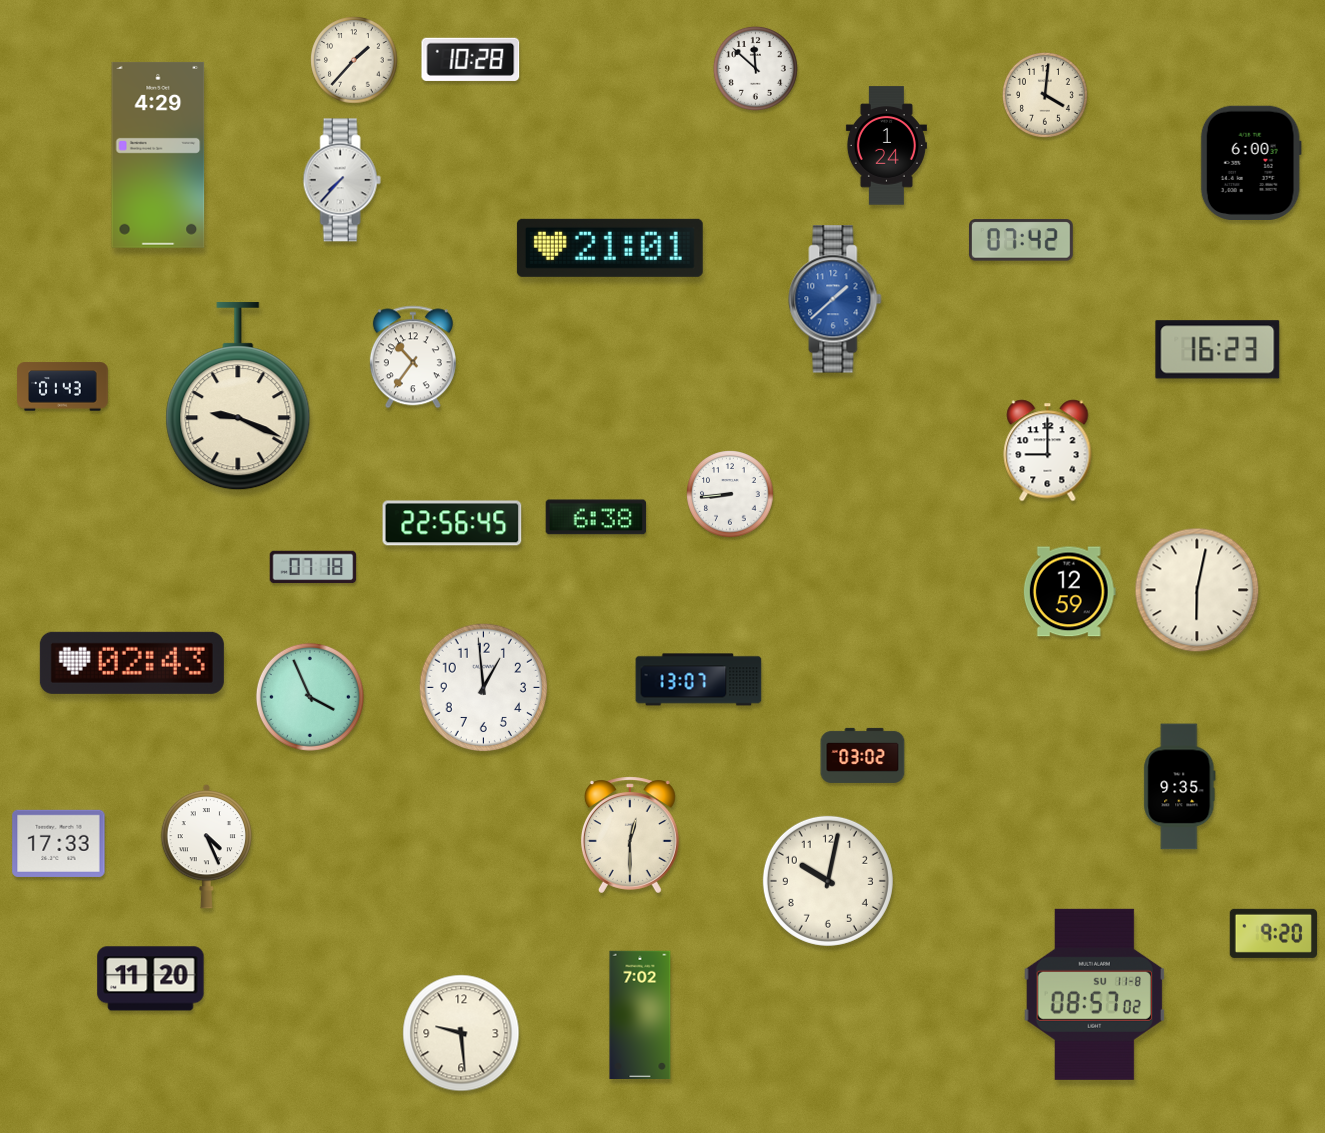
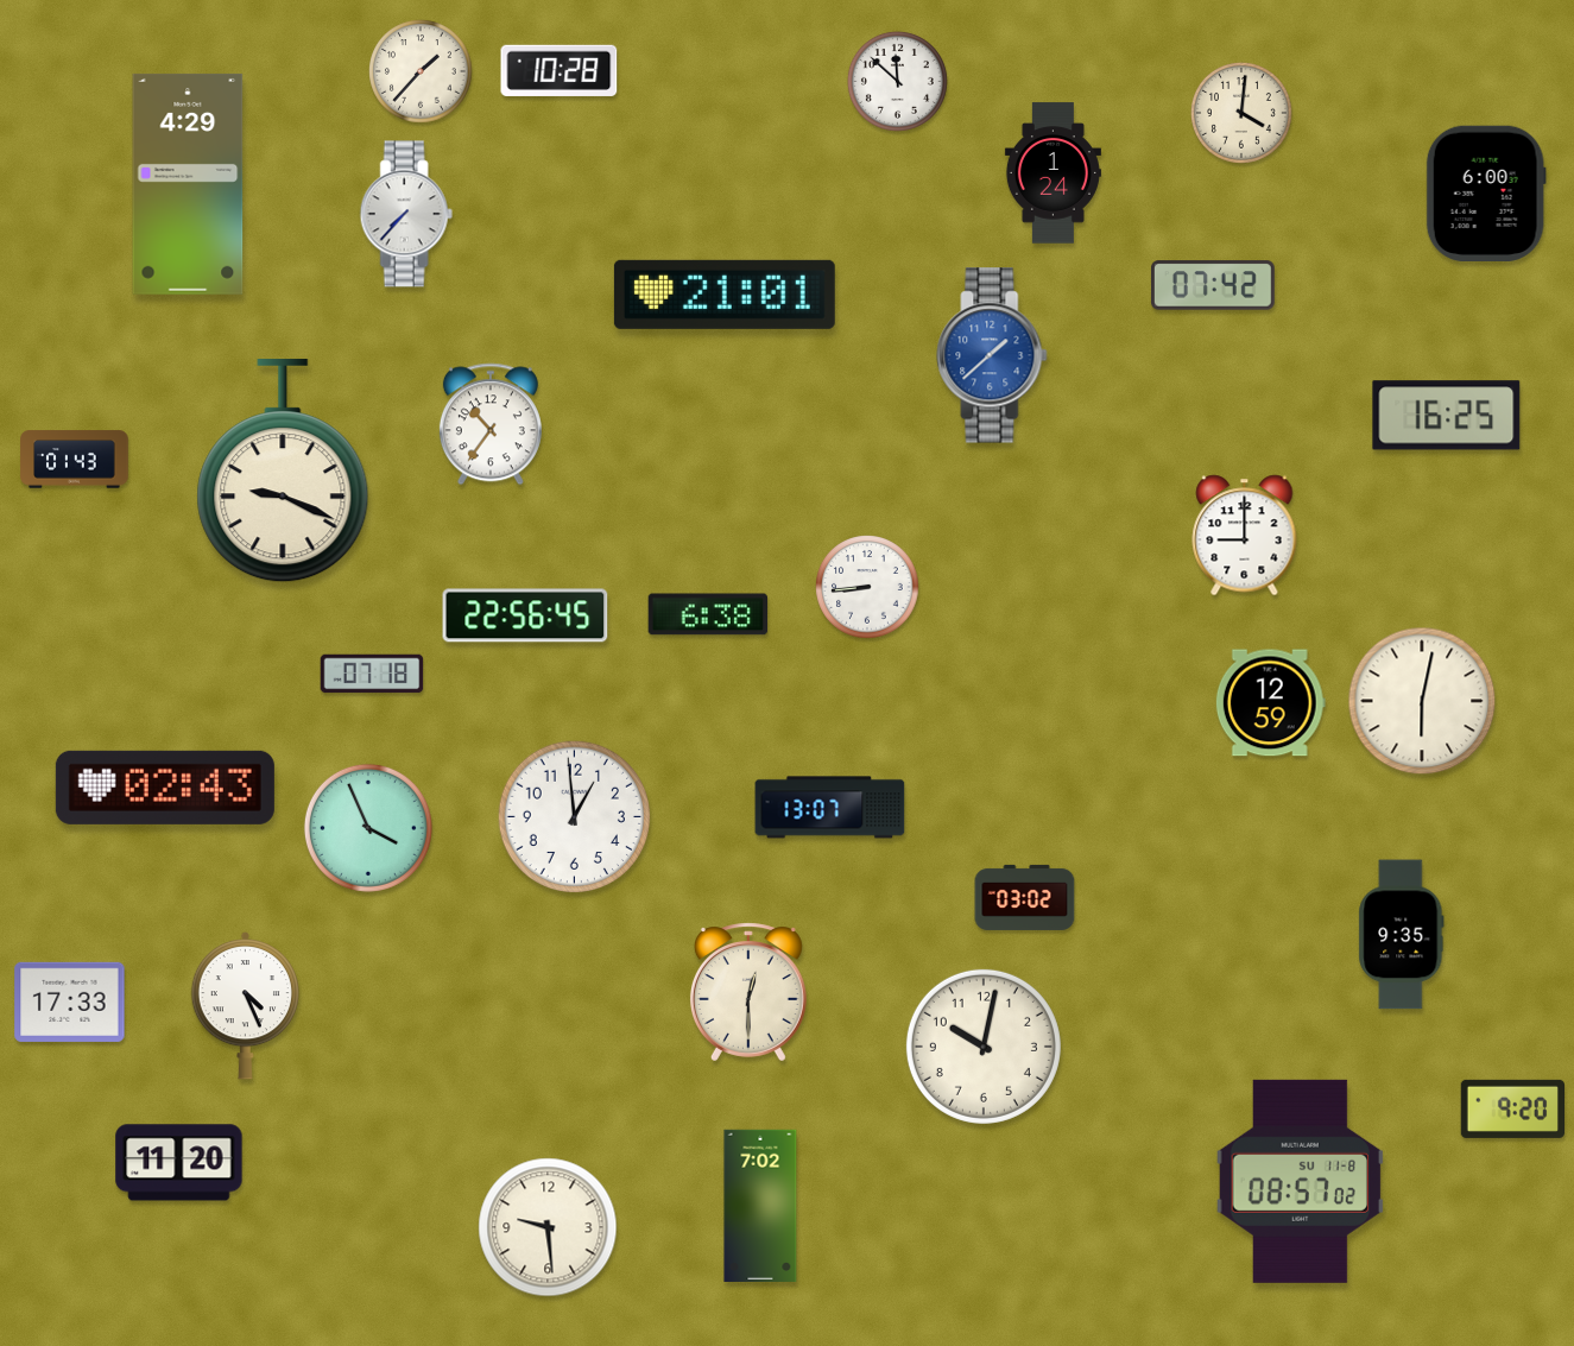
clock at (1218, 350): 16:23 -> 16:25
clock at (452, 523) position: (452, 523) -> (525, 615)
clock at (132, 663) position: (132, 663) -> (165, 788)
